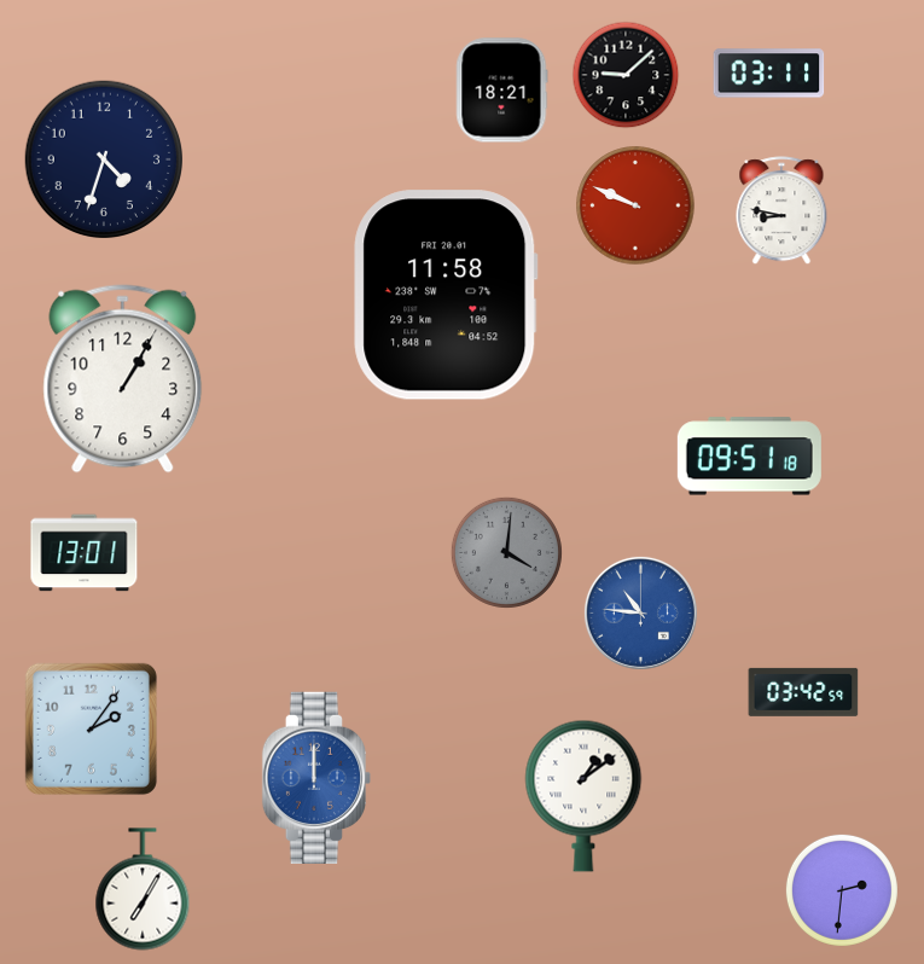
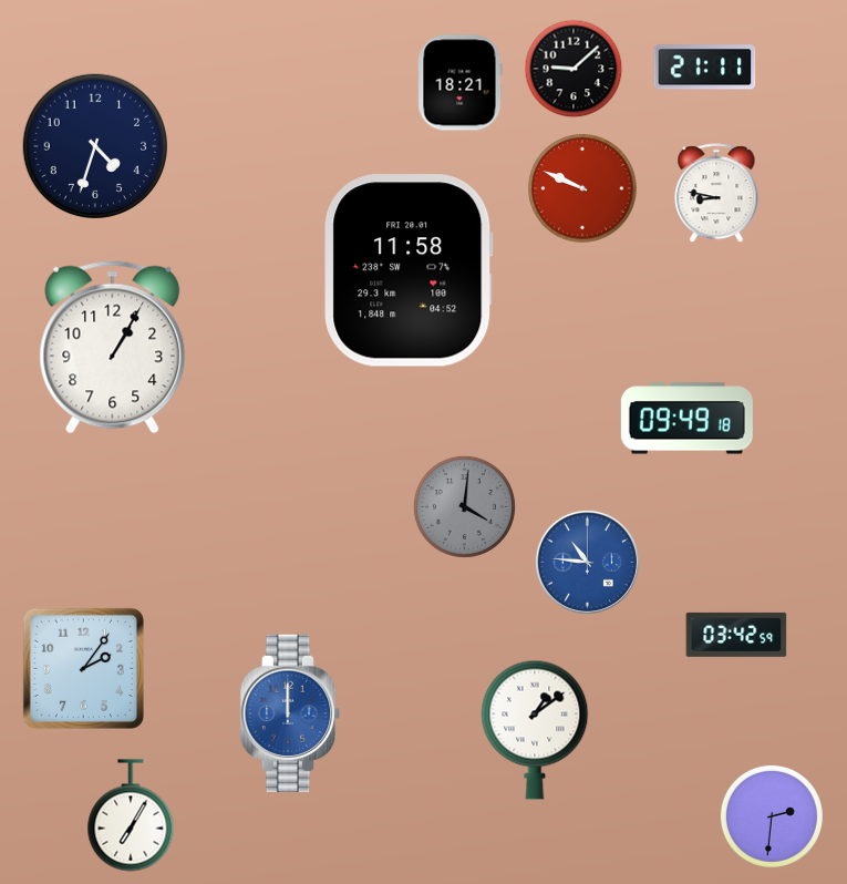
clock at (769, 74): 03:11 -> 21:11
clock at (749, 457): 09:51 -> 09:49
clock at (85, 553): 13:01 -> none
